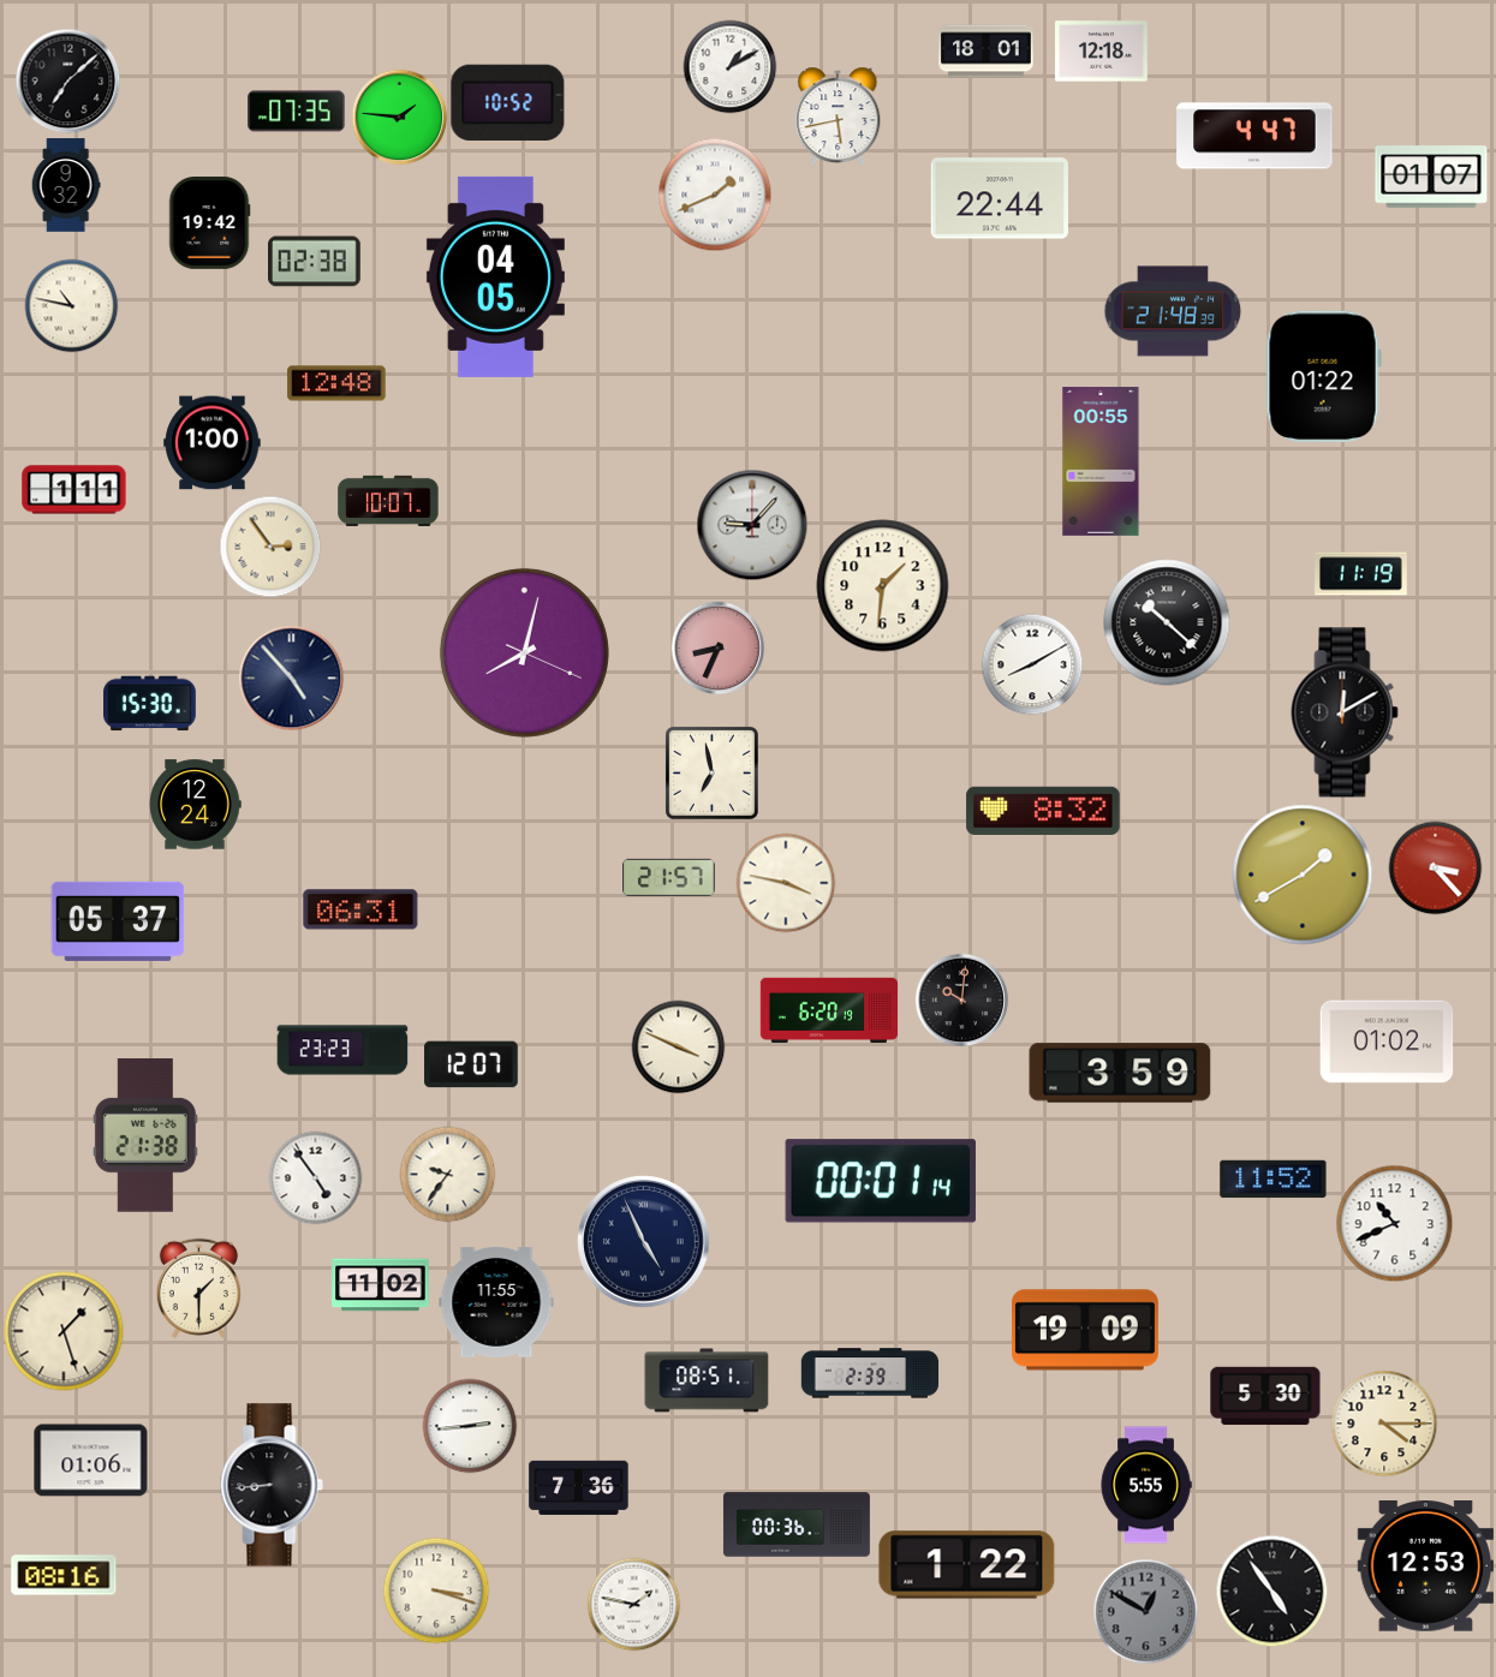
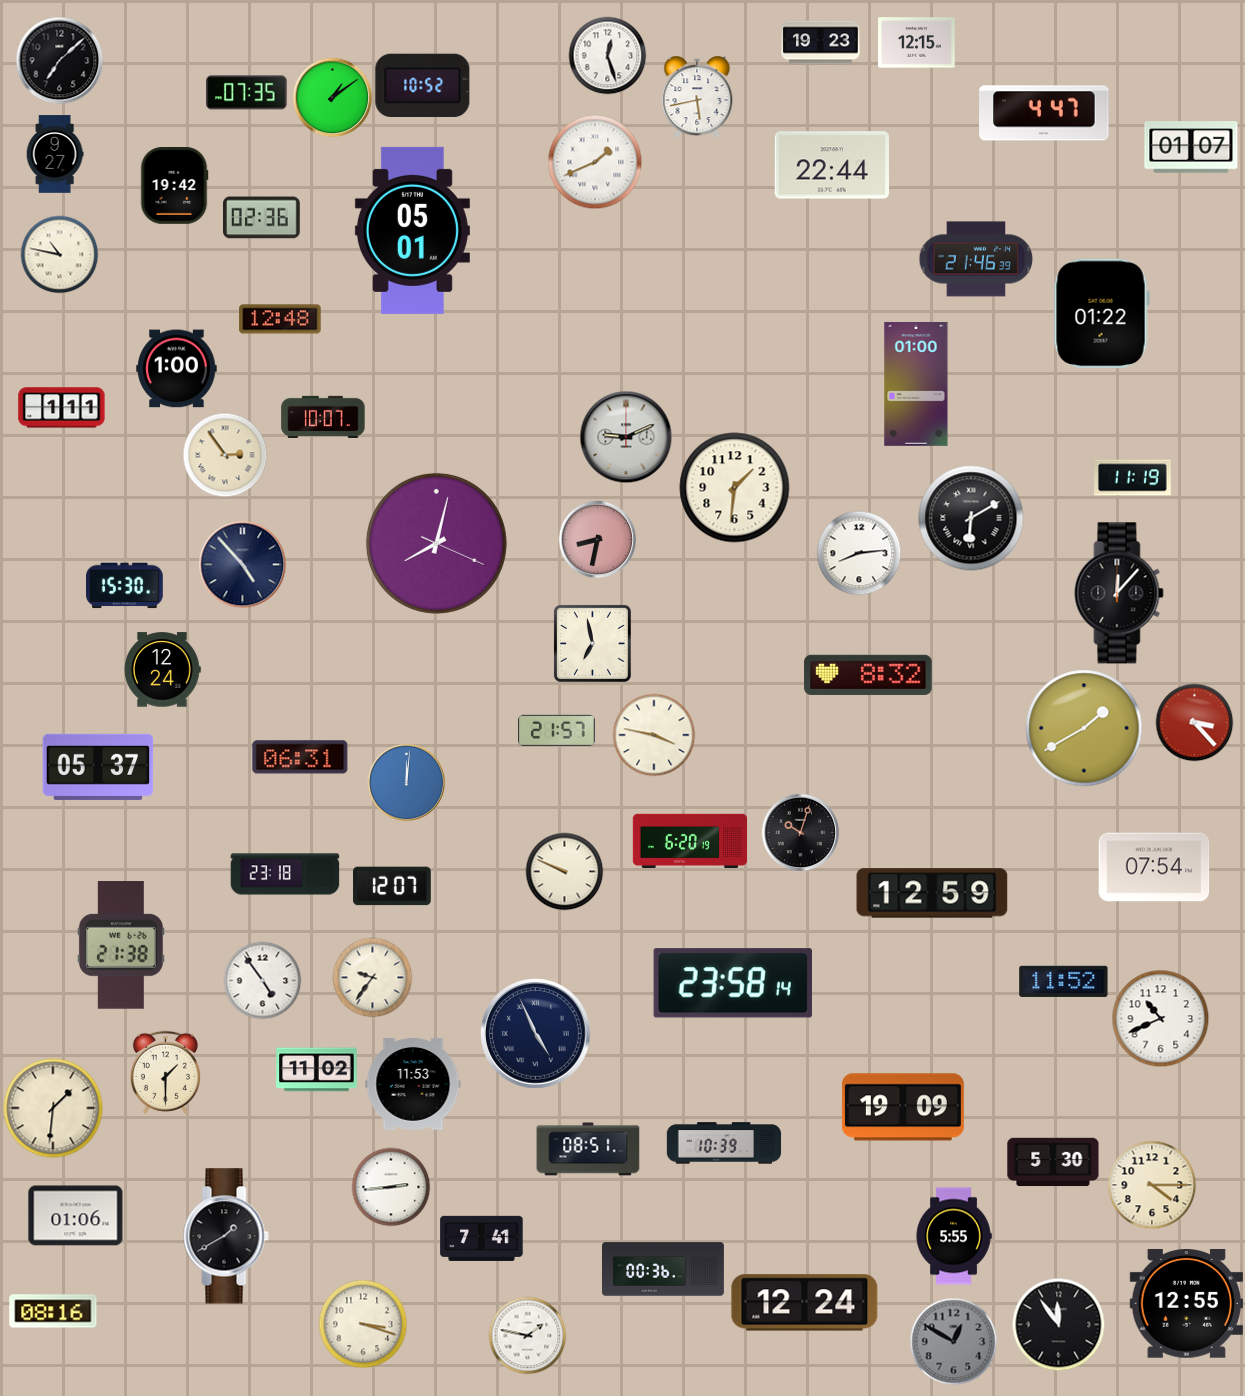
clock at (987, 52): 18:01 -> 19:23
clock at (1102, 52): 12:18 -> 12:15
clock at (729, 66): 1:10 -> 12:27
clock at (67, 80) position: (67, 80) -> (59, 60)
clock at (399, 117): 1:46 -> 1:09
clock at (66, 185): 9:32 -> 9:27
clock at (315, 262): 02:38 -> 02:36
clock at (495, 276): 04:05 -> 05:01
clock at (1173, 311): 21:48 -> 21:46
clock at (1101, 462): 00:55 -> 01:00
clock at (752, 525): 9:07 -> 9:11
clock at (1167, 622): 10:22 -> 6:10
clock at (717, 647): 8:34 -> 8:32
clock at (1032, 664): 8:10 -> 8:14
clock at (1345, 712): 12:10 -> 12:07
clock at (406, 782): none -> 12:01
clock at (961, 999): 10:01 -> 10:03
clock at (1387, 1042): 01:02 -> 07:54
clock at (678, 1046): 3:49 -> 9:49
clock at (342, 1050): 23:23 -> 23:18
clock at (1120, 1073): 3:59 -> 12:59
clock at (1274, 1178) position: (1274, 1178) -> (1064, 981)
clock at (881, 1181): 00:01 -> 23:58
clock at (496, 1302): 11:55 -> 11:53
clock at (64, 1331): 1:27 -> 1:31
clock at (870, 1373): 2:39 -> 10:39
clock at (272, 1485): 8:44 -> 1:40
clock at (579, 1487): 7:36 -> 7:41
clock at (967, 1565): 1:22 -> 12:24
clock at (1425, 1566): 12:53 -> 12:55
clock at (1271, 1591): 4:54 -> 11:54
